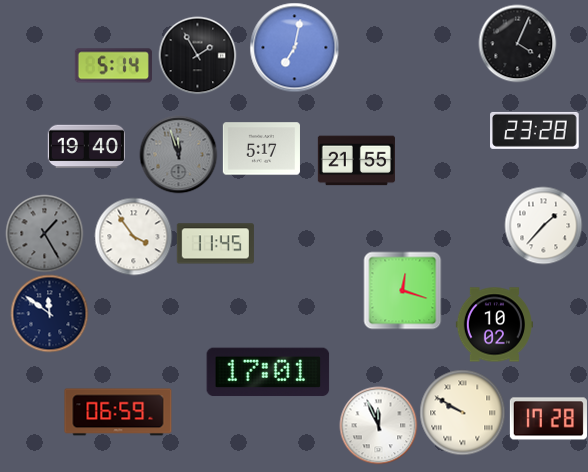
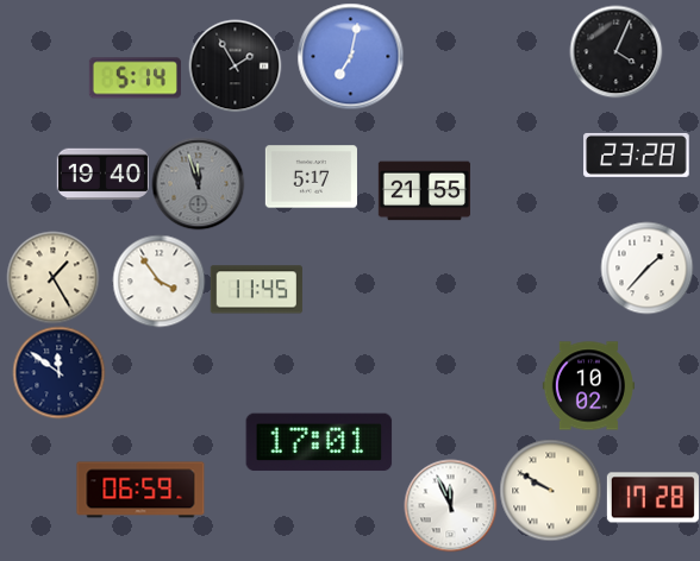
clock at (178, 154) position: (178, 154) -> (198, 183)
clock at (44, 233) dial: grey -> cream
clock at (402, 290): 12:18 -> none
